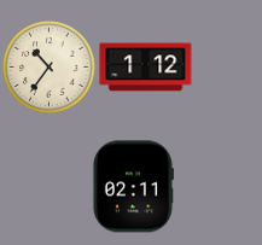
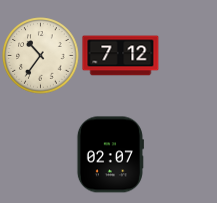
clock at (146, 68): 1:12 -> 7:12
clock at (133, 187): 02:11 -> 02:07
